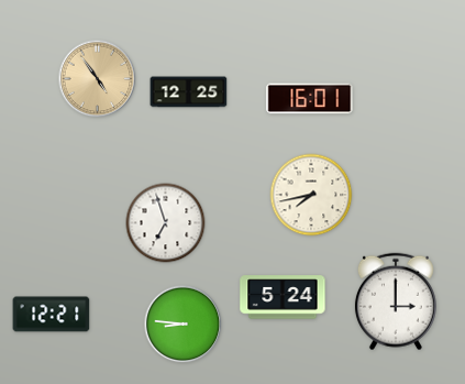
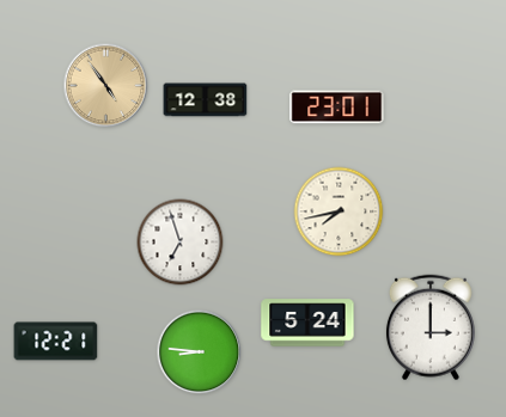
clock at (189, 92): 12:25 -> 12:38
clock at (310, 99): 16:01 -> 23:01
